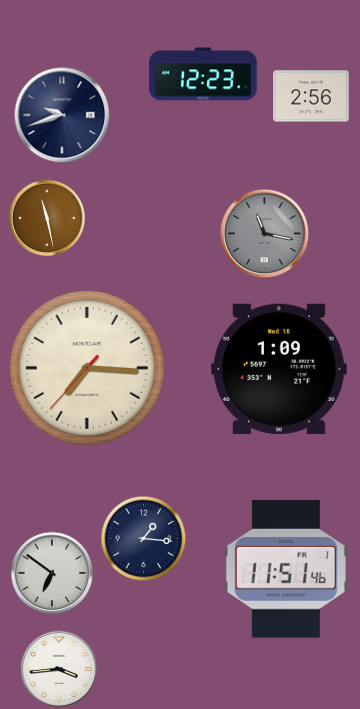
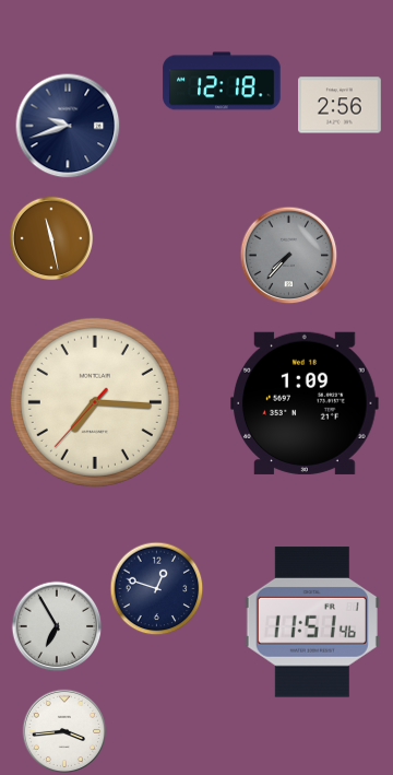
clock at (203, 74): 12:23 -> 12:18
clock at (265, 234): 11:17 -> 7:37
clock at (144, 539): 1:16 -> 12:48
clock at (52, 573): 6:51 -> 6:55
